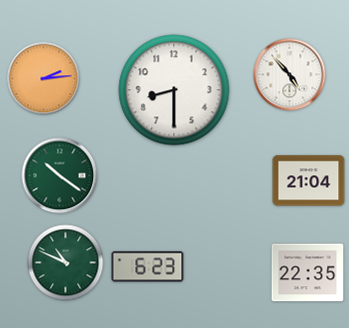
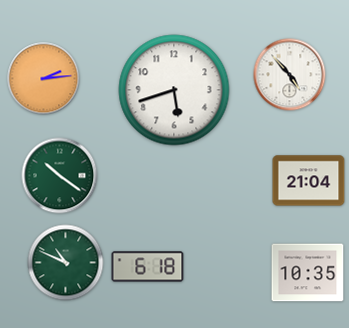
clock at (174, 90): 8:30 -> 5:42
clock at (148, 267): 6:23 -> 6:18
clock at (308, 273): 22:35 -> 10:35
